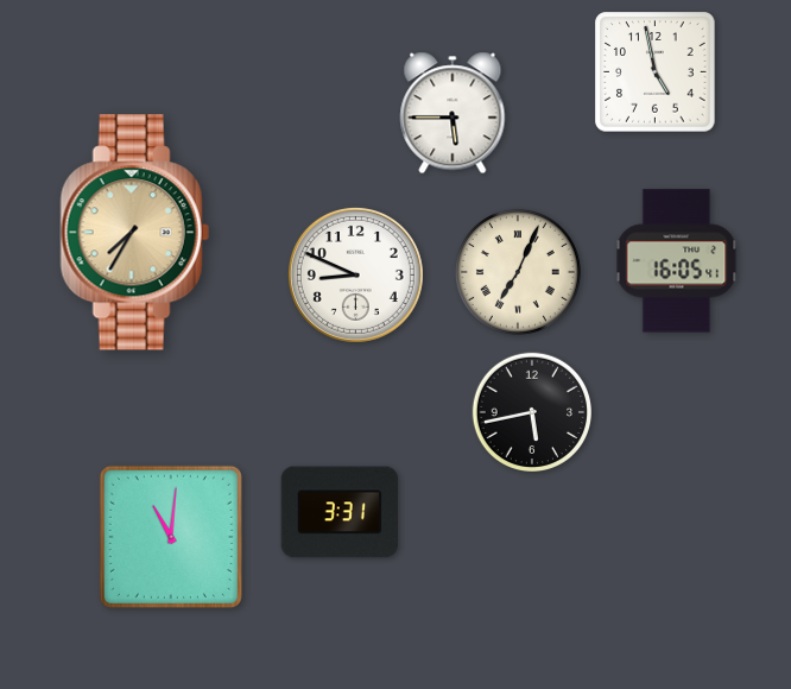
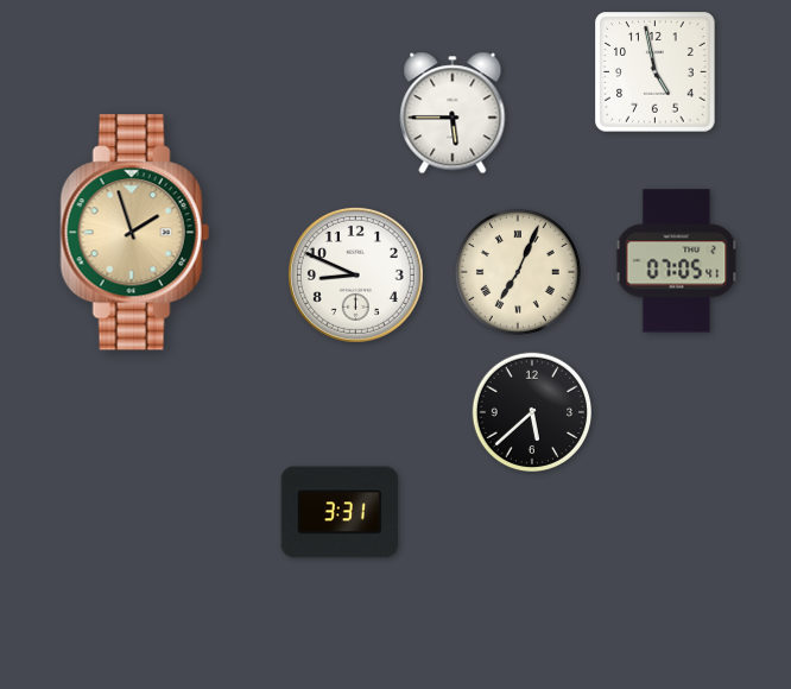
clock at (134, 233): 7:35 -> 1:57
clock at (677, 261): 16:05 -> 07:05
clock at (532, 412): 5:43 -> 5:38
clock at (171, 537): 11:01 -> none
